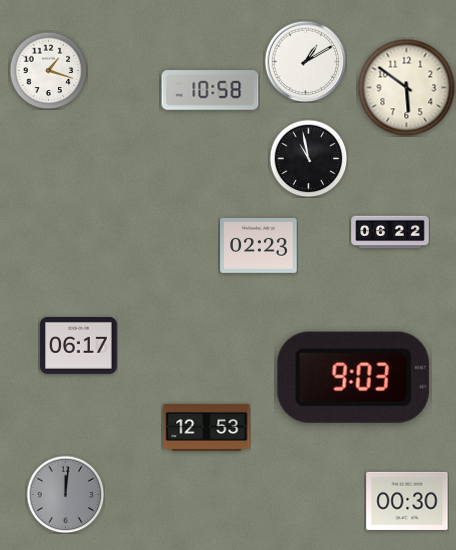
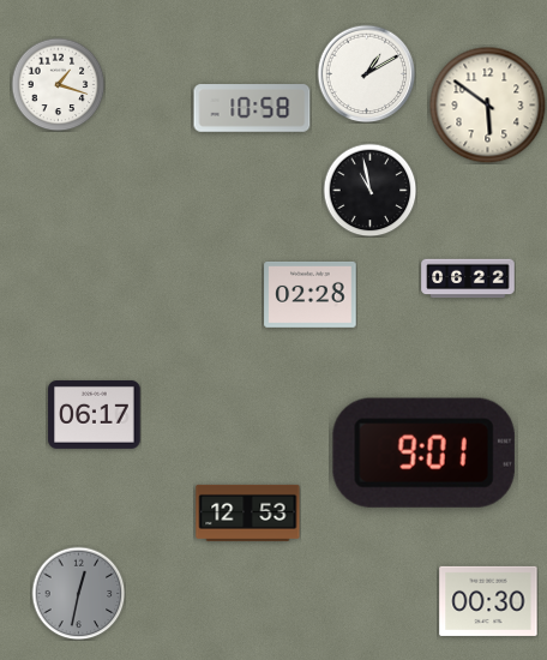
clock at (259, 245): 02:23 -> 02:28
clock at (353, 377): 9:03 -> 9:01
clock at (65, 494): 12:01 -> 12:32
